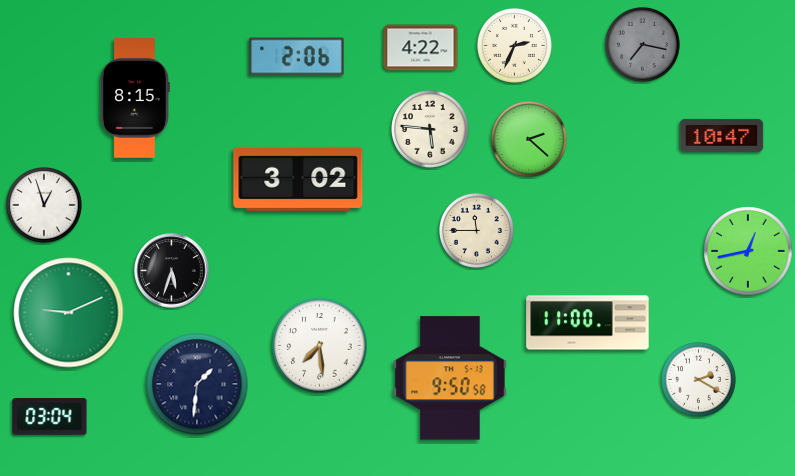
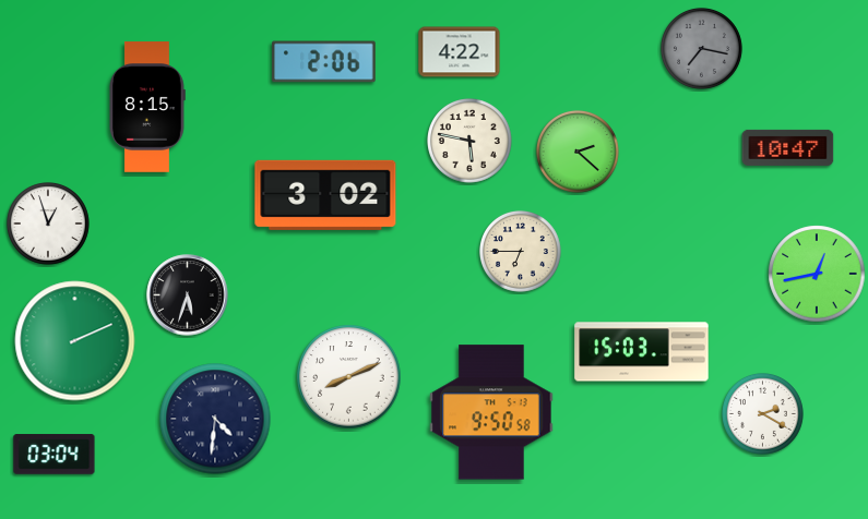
clock at (514, 45): 2:34 -> none
clock at (431, 130): 5:46 -> 5:47
clock at (476, 230): 11:45 -> 6:45
clock at (69, 313): 9:11 -> 2:11
clock at (588, 323): 11:00 -> 15:03
clock at (320, 346): 7:29 -> 8:11
clock at (197, 384): 1:31 -> 4:31
